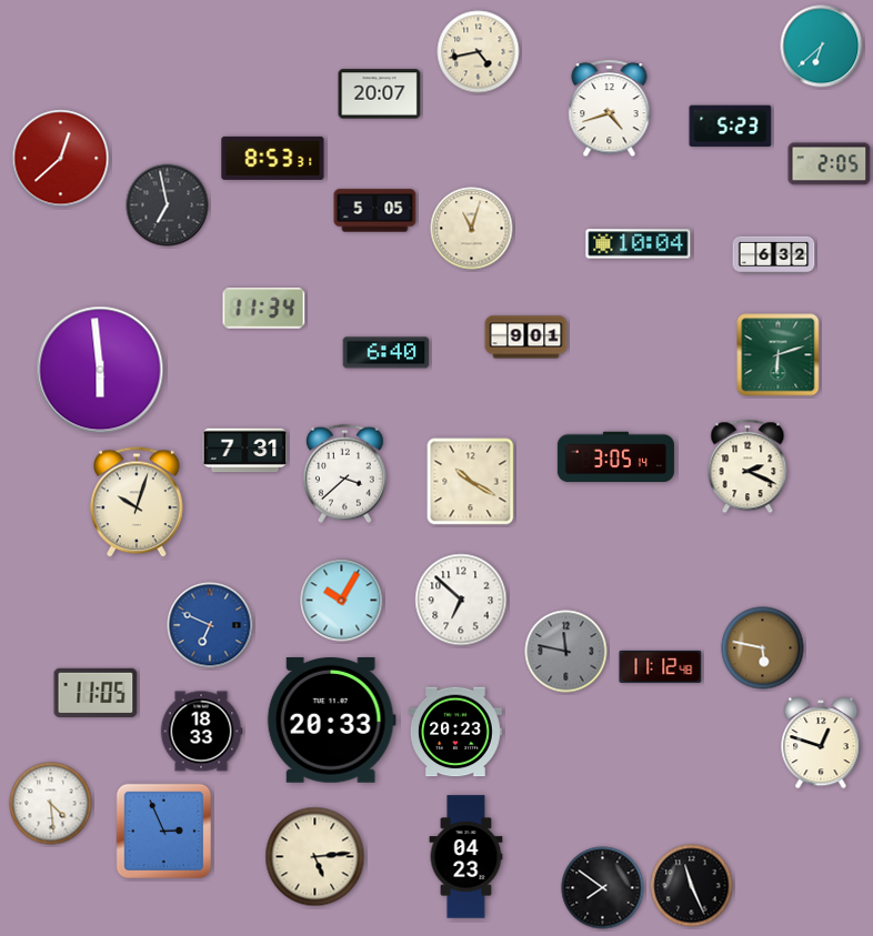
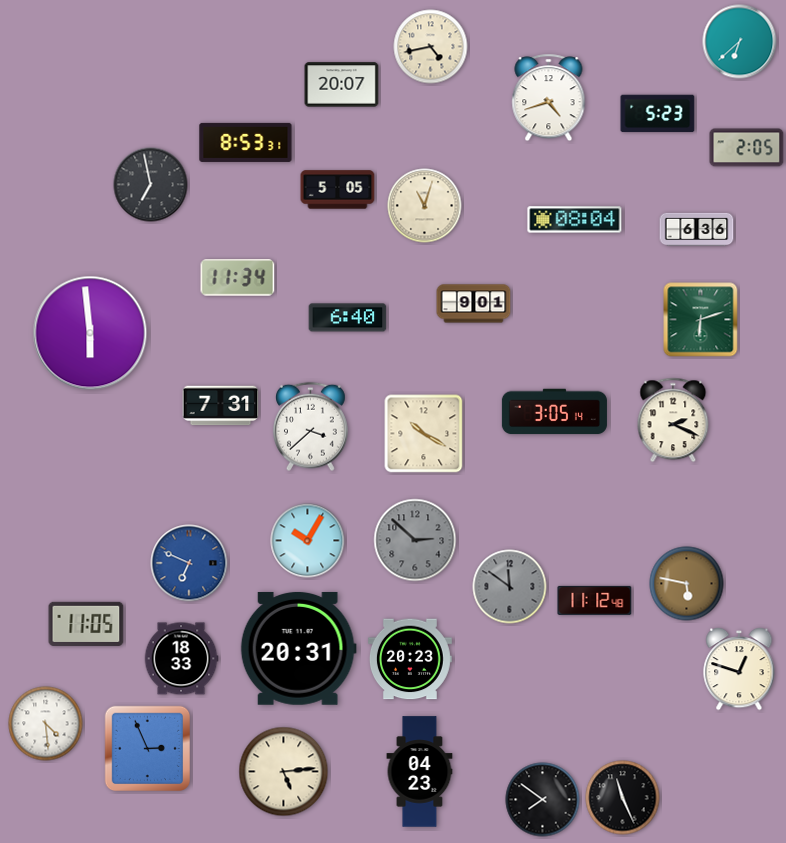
clock at (61, 159): 12:38 -> none
clock at (639, 244): 10:04 -> 08:04
clock at (774, 255): 6:32 -> 6:36
clock at (138, 502): 10:03 -> none
clock at (461, 600): 6:52 -> 2:52
clock at (461, 600) dial: white -> grey
clock at (566, 652): 11:47 -> 11:51
clock at (331, 719): 20:33 -> 20:31
